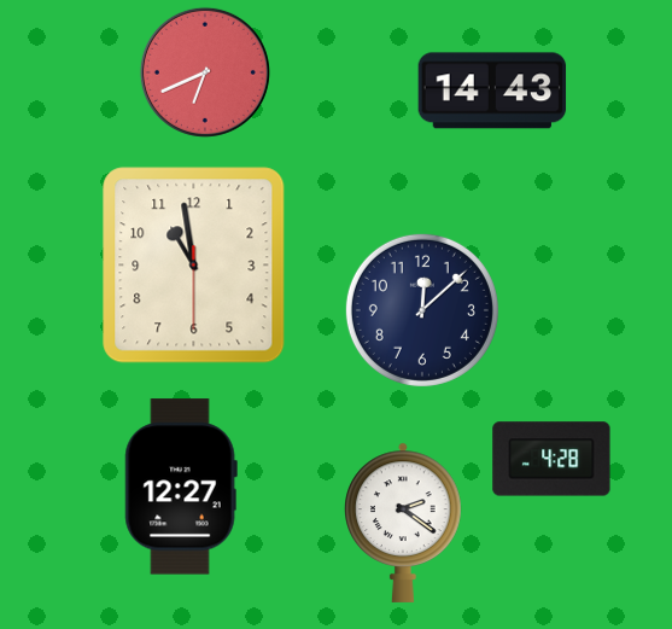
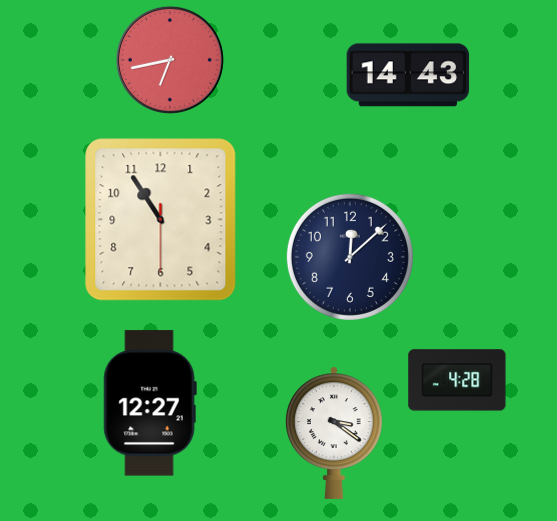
clock at (205, 72): 6:41 -> 6:43
clock at (194, 266): 10:58 -> 10:54
clock at (403, 523): 2:21 -> 3:21
